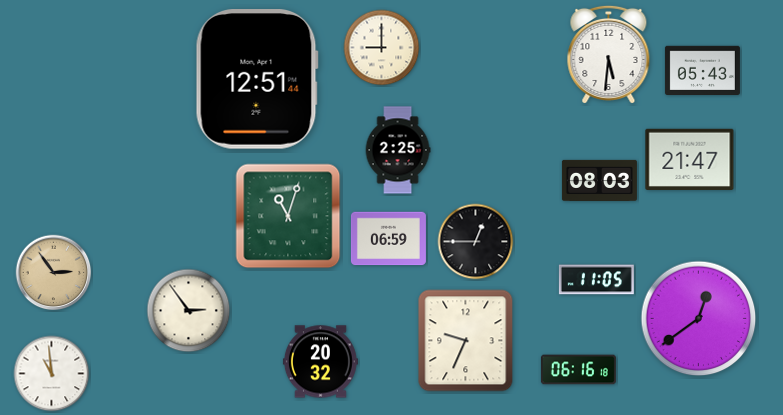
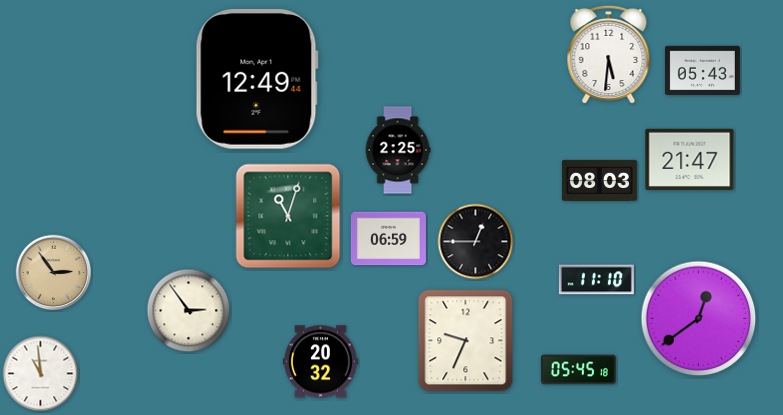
clock at (382, 48): 9:00 -> none
clock at (257, 80): 12:51 -> 12:49
clock at (596, 280): 11:05 -> 11:10
clock at (578, 370): 06:16 -> 05:45
clock at (52, 374) position: (52, 374) -> (41, 374)
